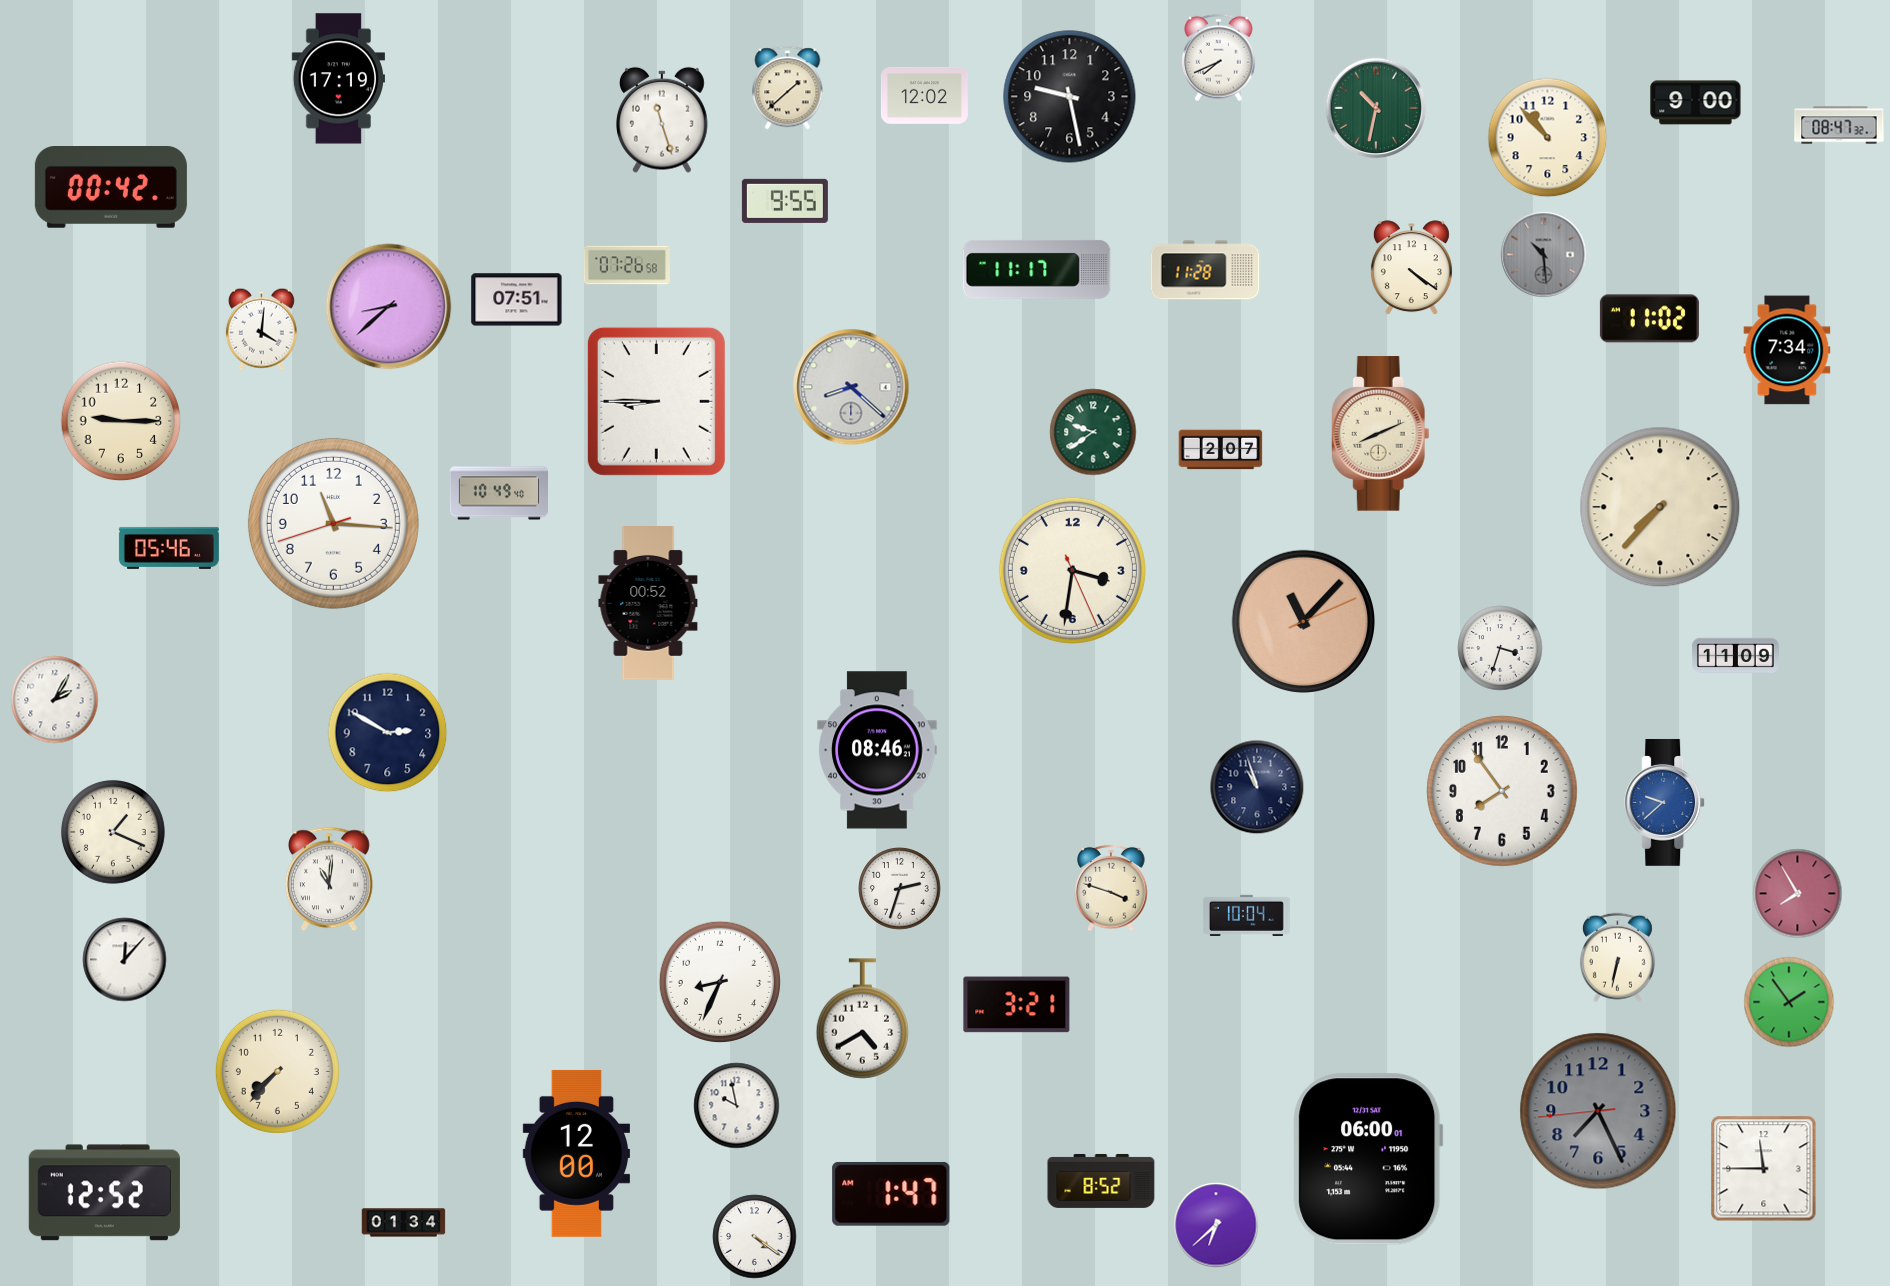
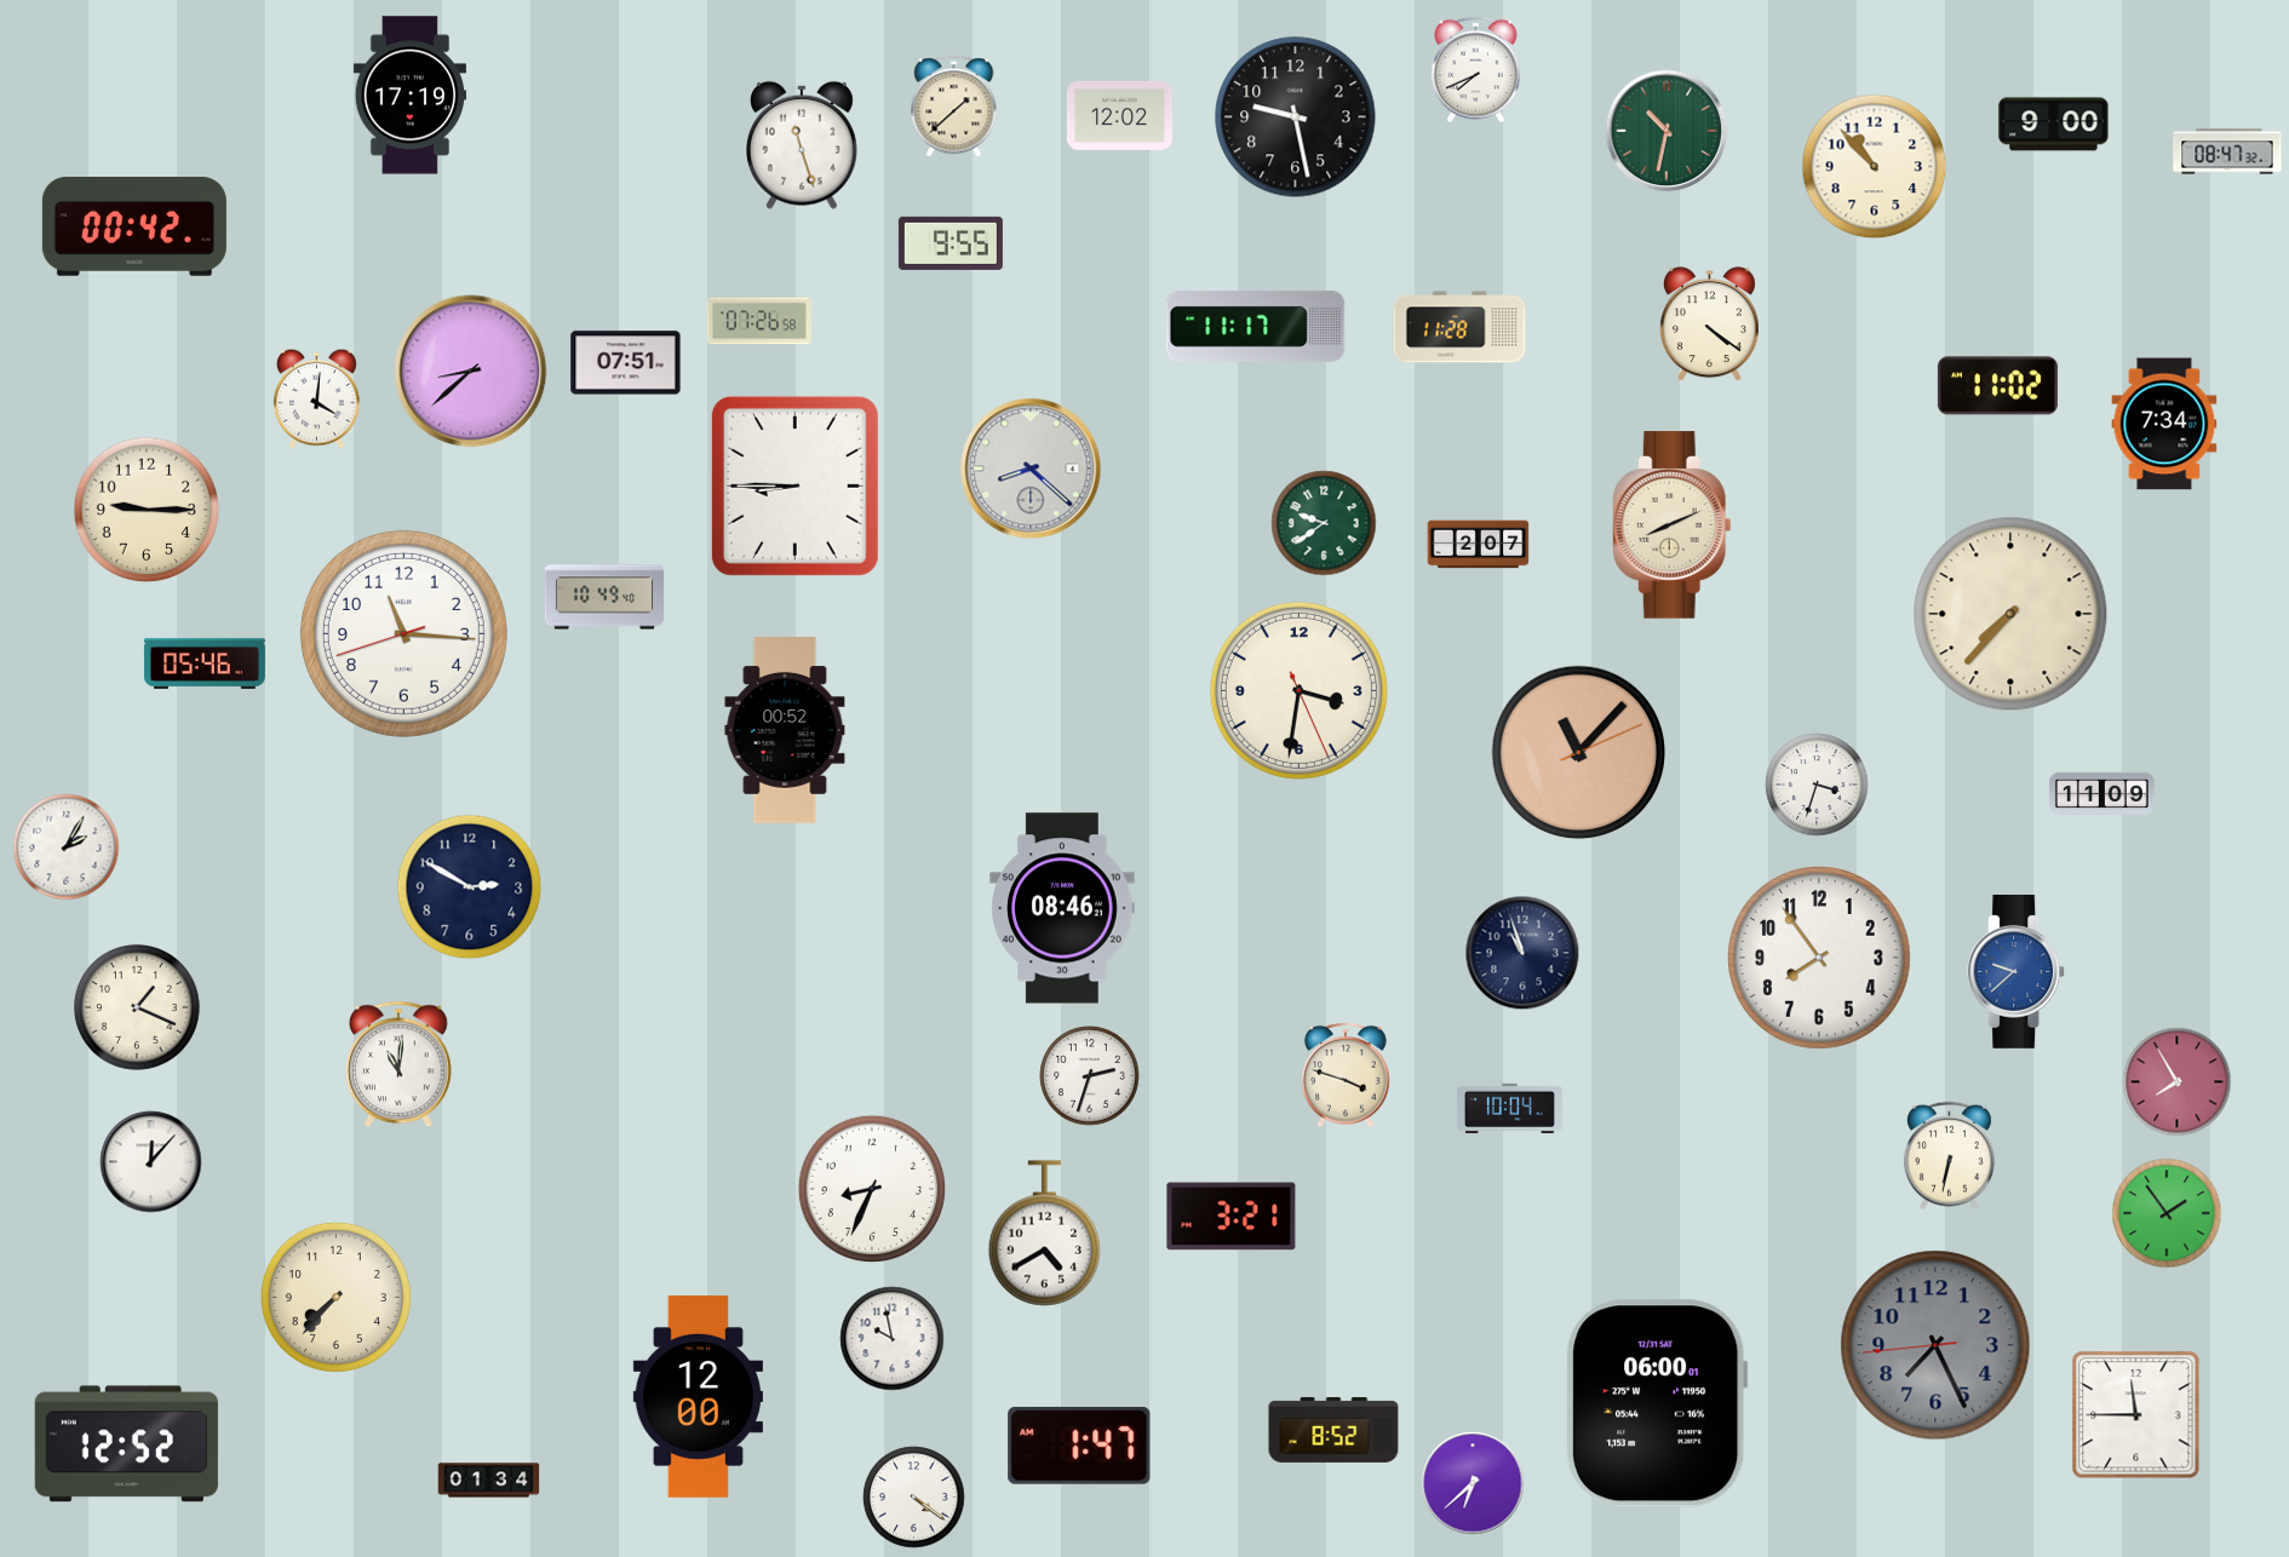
clock at (1544, 255): 10:29 -> none
clock at (1617, 958) position: (1617, 958) -> (1949, 1156)
